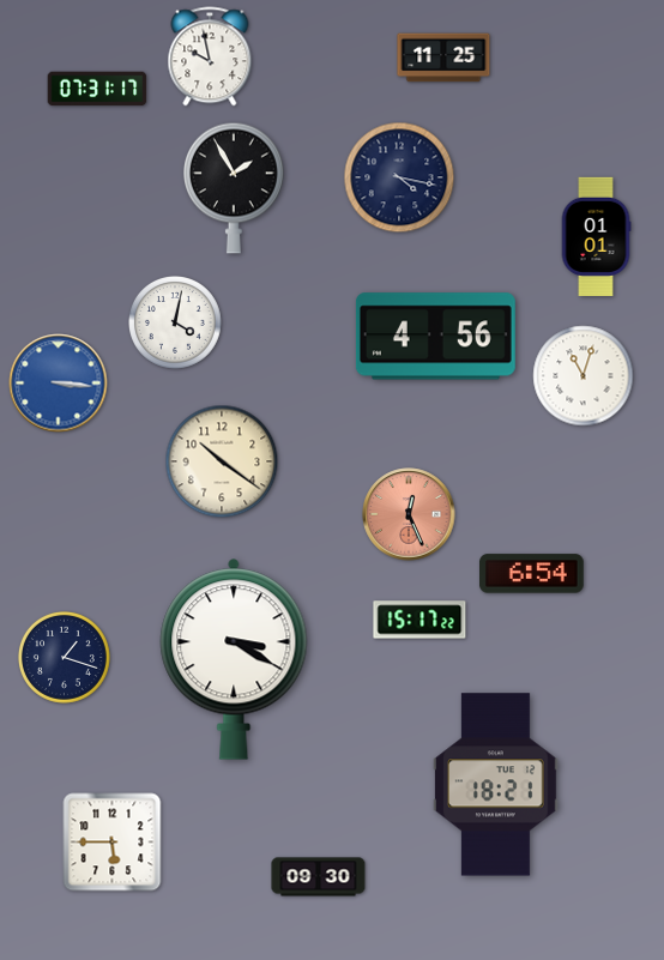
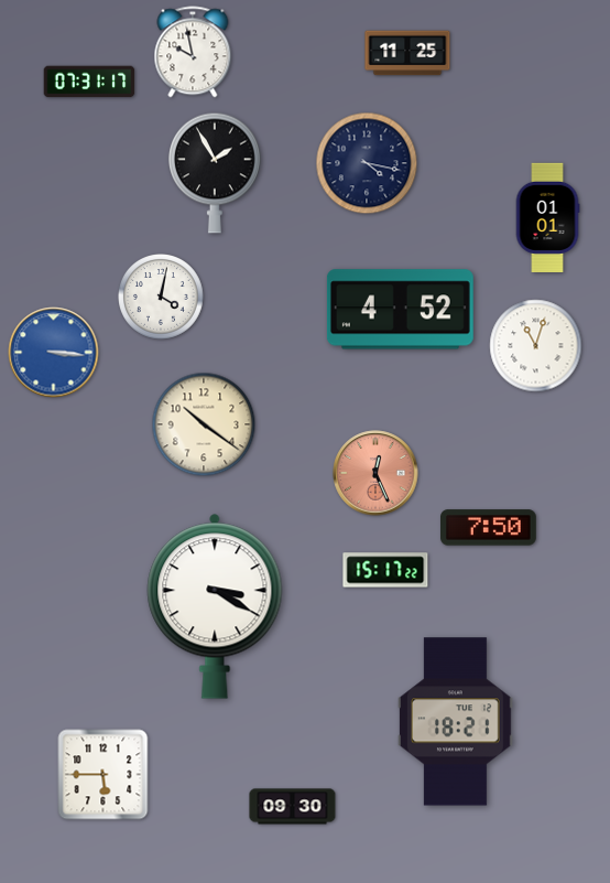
clock at (435, 337): 4:56 -> 4:52
clock at (532, 574): 6:54 -> 7:50
clock at (64, 657): 1:18 -> none
